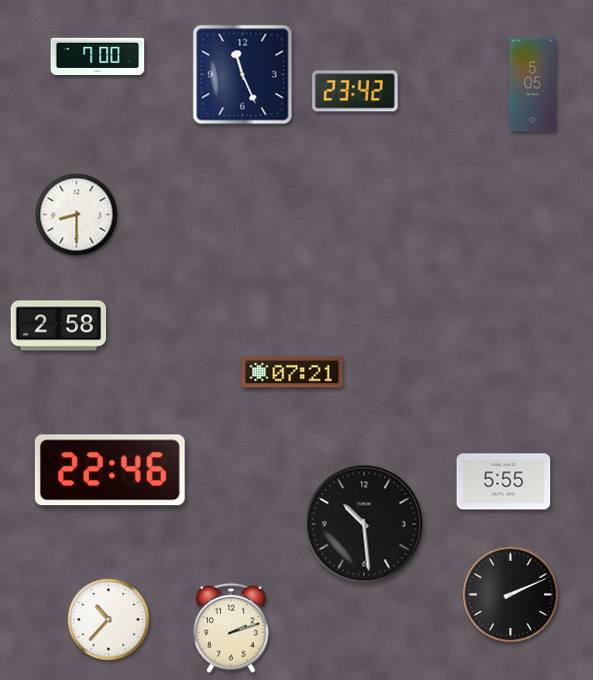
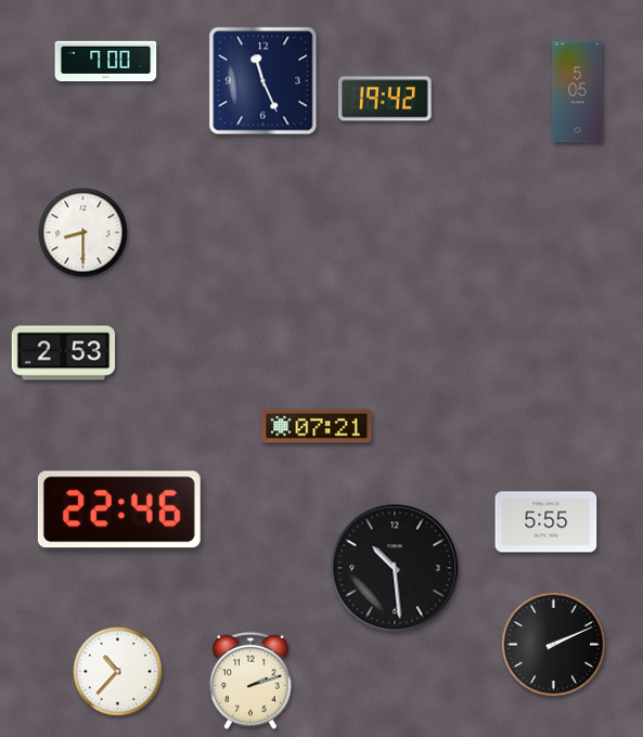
clock at (356, 91): 23:42 -> 19:42
clock at (59, 326): 2:58 -> 2:53
clock at (292, 372) position: (292, 372) -> (317, 426)
